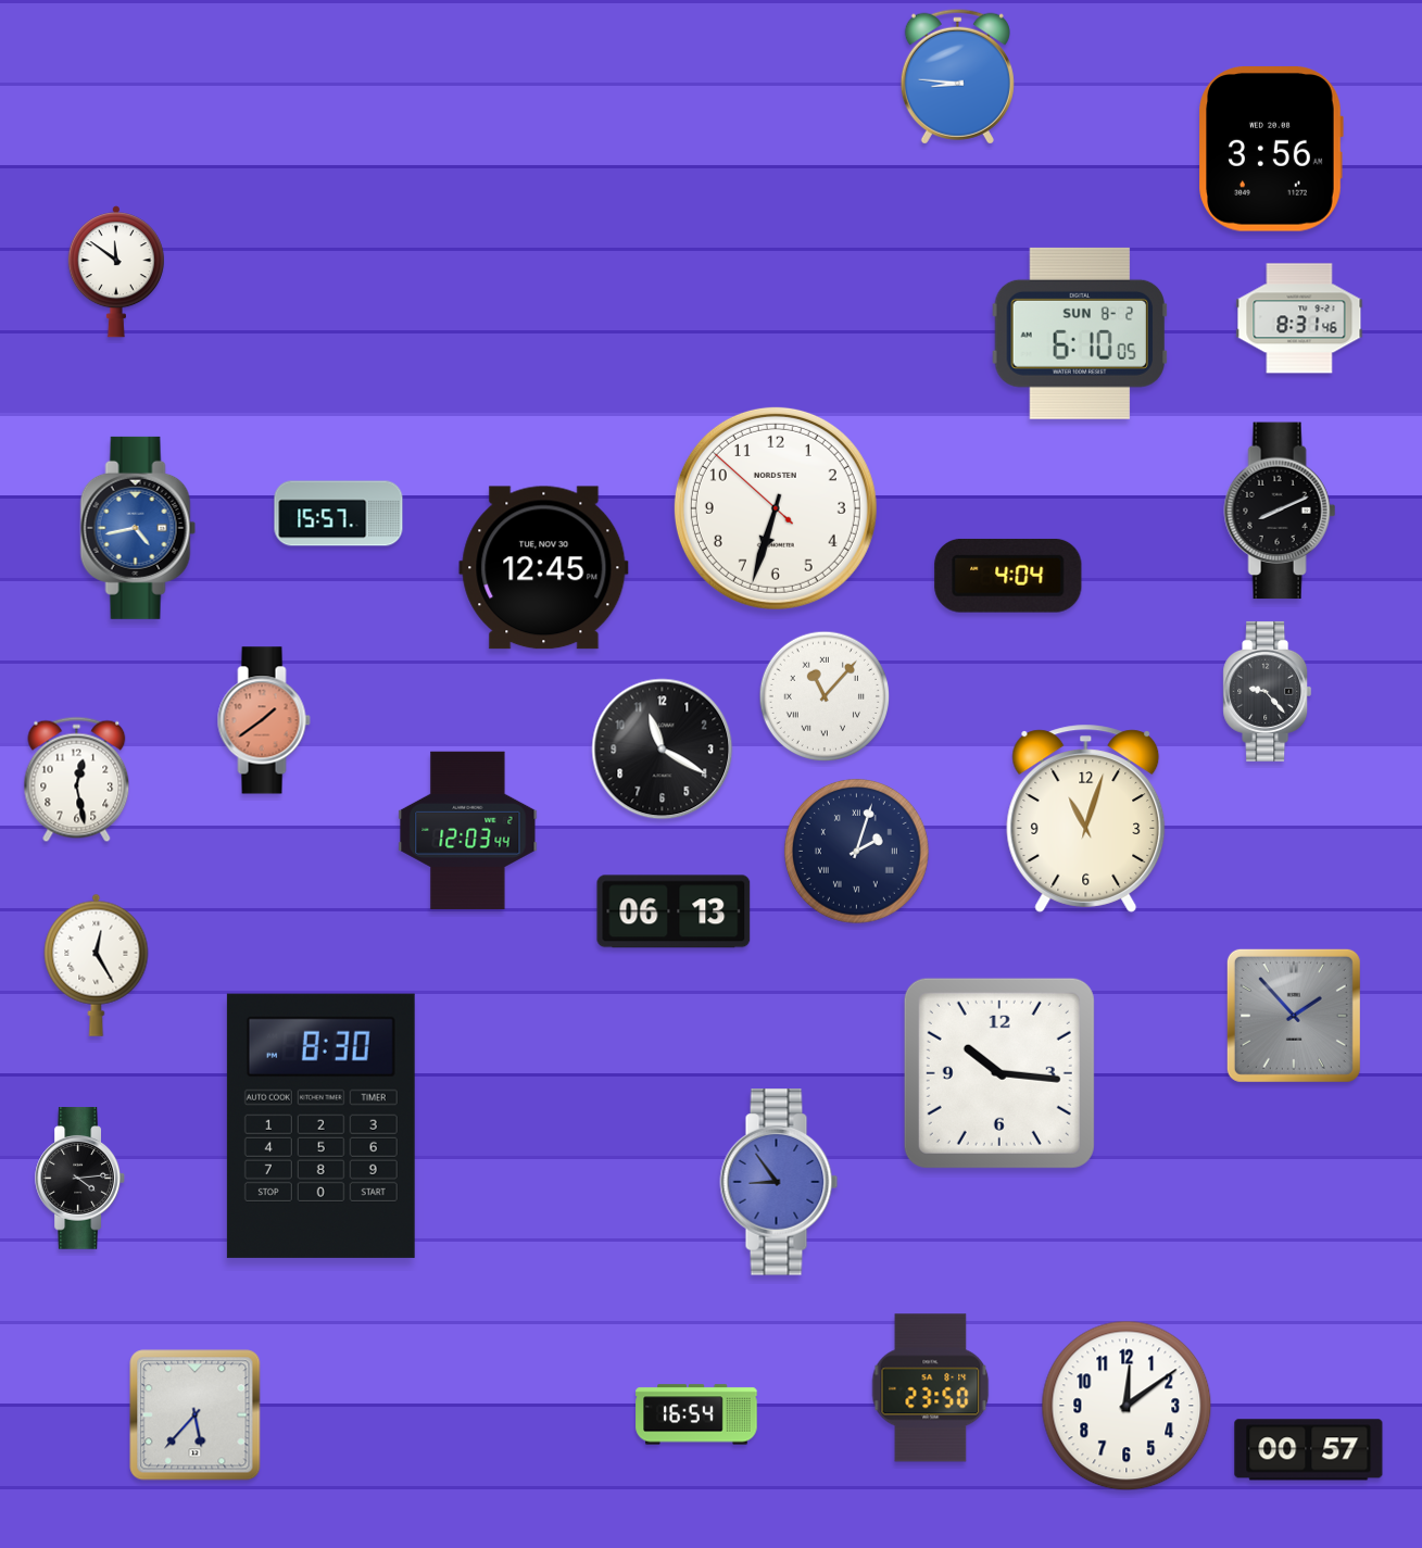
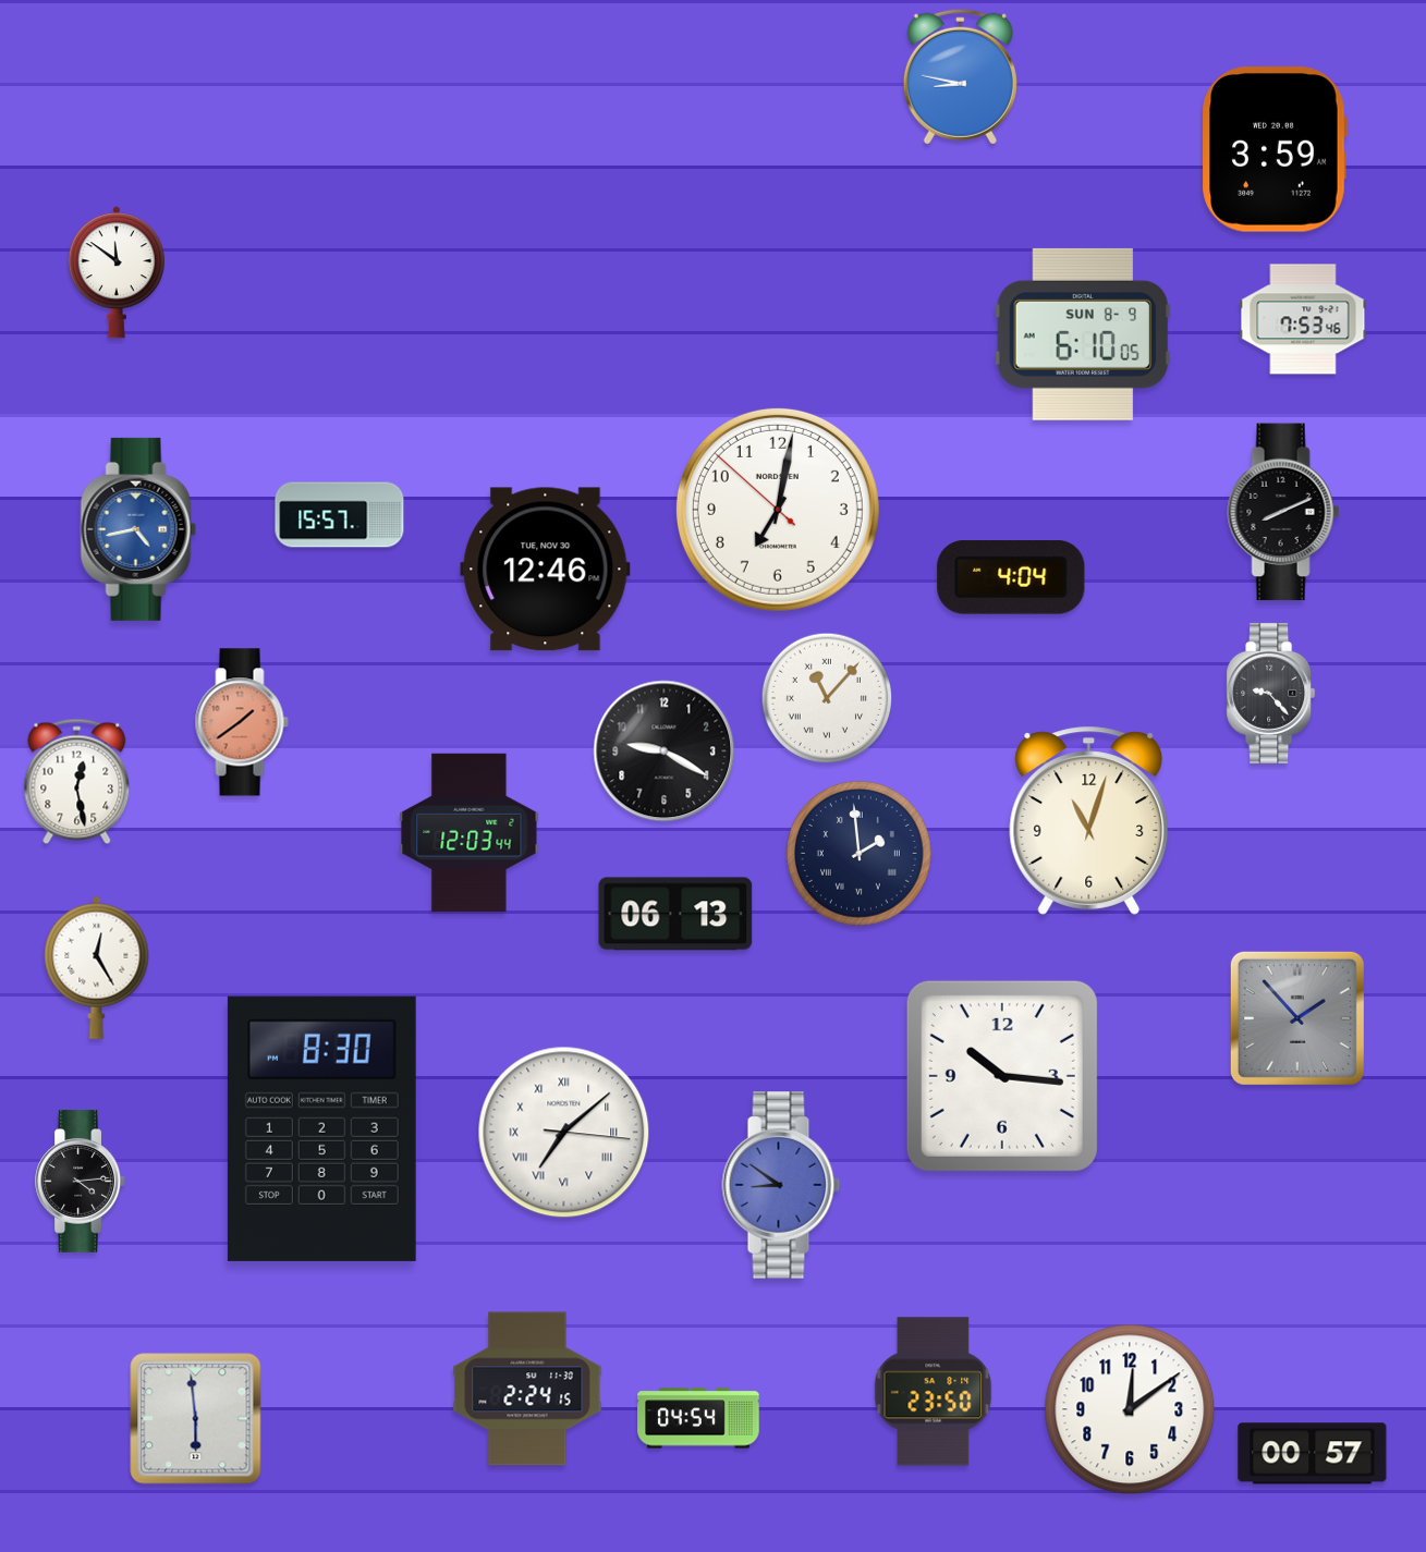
clock at (957, 76): 8:46 -> 8:47
clock at (1271, 149): 3:56 -> 3:59
clock at (1299, 318): 8:31 -> 7:53
clock at (1080, 333) date: SUN 8-2 -> SUN 8-9
clock at (776, 508): 6:32 -> 7:01
clock at (544, 568): 12:45 -> 12:46
clock at (264, 720) position: (264, 720) -> (242, 722)
clock at (663, 750): 11:20 -> 9:20
clock at (856, 851): 2:03 -> 1:59
clock at (564, 1133): none -> 7:08
clock at (779, 1182): 8:54 -> 8:51
clock at (527, 1389): none -> 2:24
clock at (696, 1414): 16:54 -> 04:54
clock at (196, 1415): 5:37 -> 5:59
